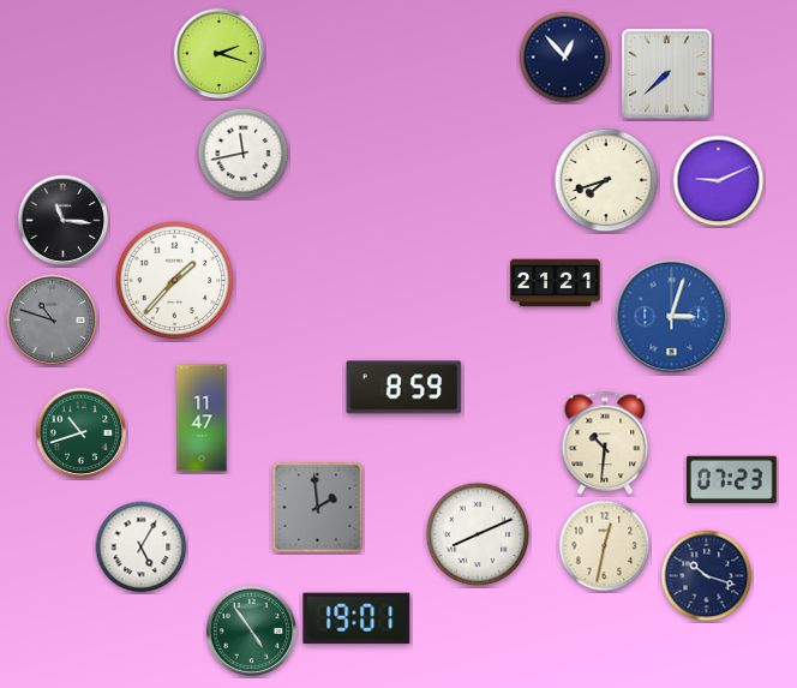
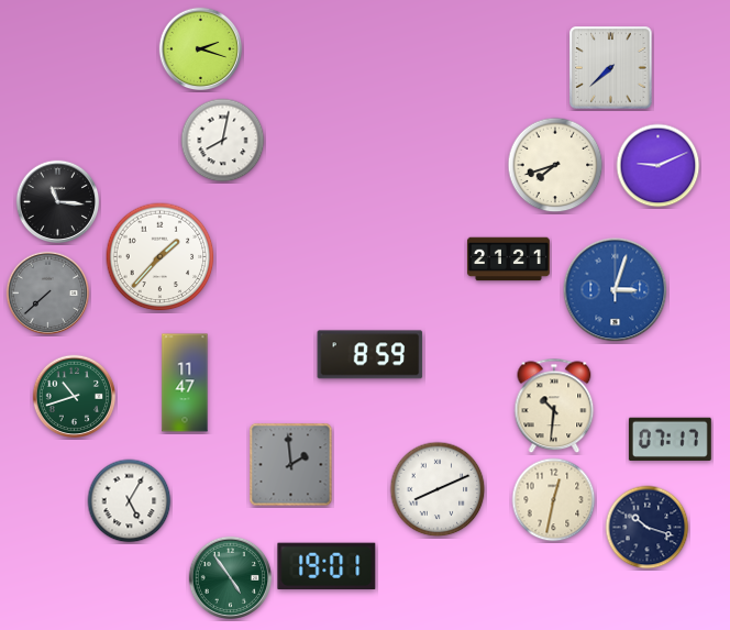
clock at (565, 58): 12:53 -> none
clock at (244, 154): 11:43 -> 8:02
clock at (53, 321): 10:48 -> 7:38
clock at (731, 479): 07:23 -> 07:17
